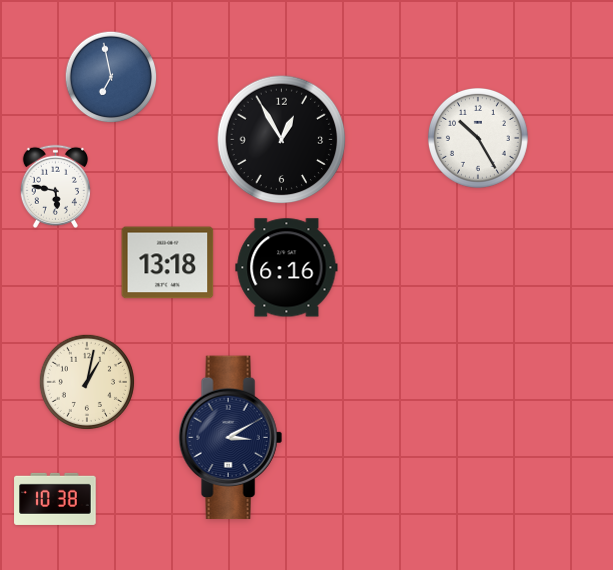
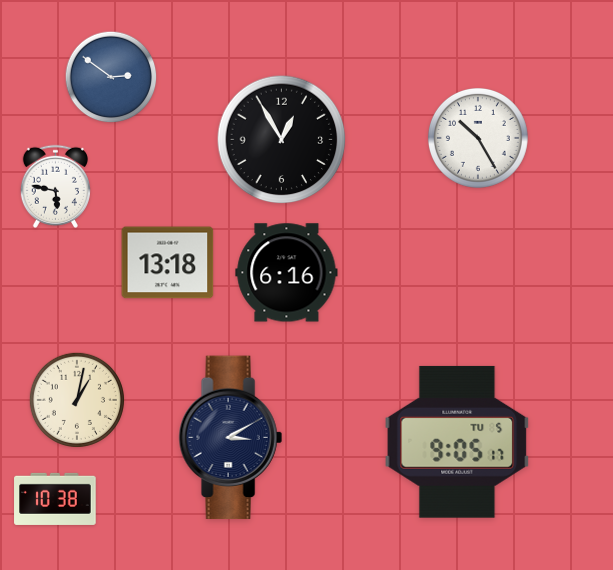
clock at (111, 77): 6:58 -> 2:51
clock at (287, 268) position: (287, 268) -> (287, 273)
clock at (87, 382) position: (87, 382) -> (77, 400)
clock at (457, 442): none -> 9:05
